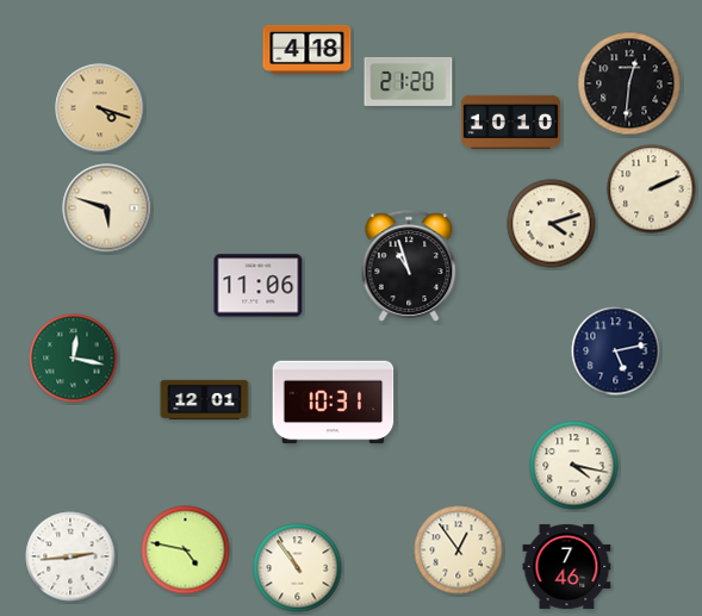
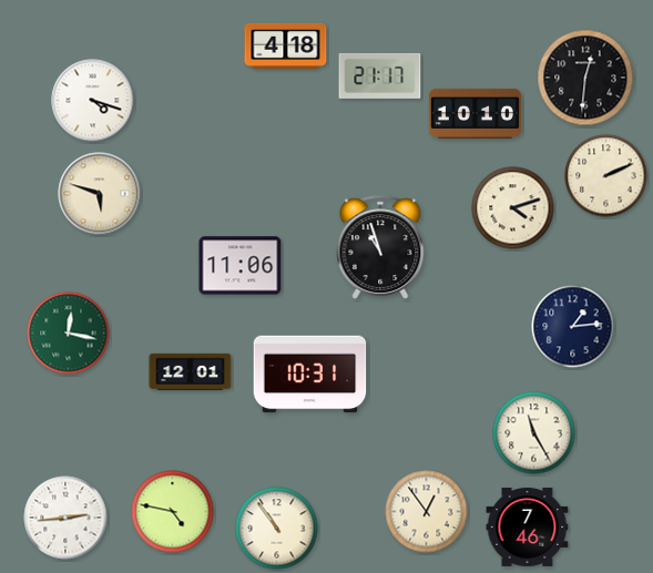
clock at (409, 81): 21:20 -> 21:17
clock at (100, 108) dial: champagne -> white
clock at (616, 351): 5:13 -> 1:14
clock at (574, 466): 4:17 -> 11:25
